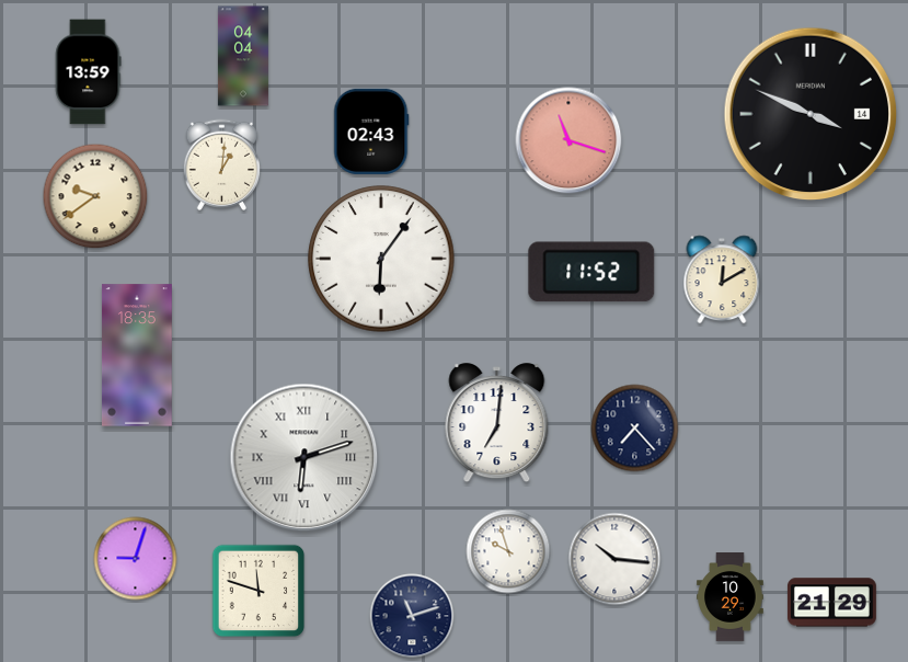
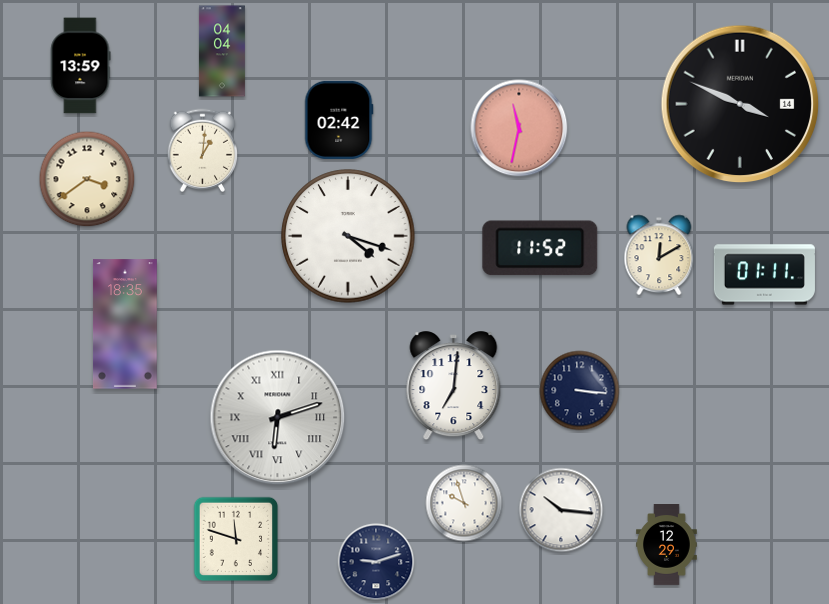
clock at (371, 132): 02:43 -> 02:42
clock at (568, 140): 11:18 -> 11:32
clock at (95, 196): 9:39 -> 3:39
clock at (381, 259): 6:06 -> 4:18
clock at (764, 275): none -> 01:11
clock at (635, 429): 7:23 -> 3:16
clock at (136, 559): 9:03 -> none
clock at (731, 597): 10:29 -> 12:29
clock at (832, 603): 21:29 -> none
clock at (412, 616): 11:12 -> 9:12
